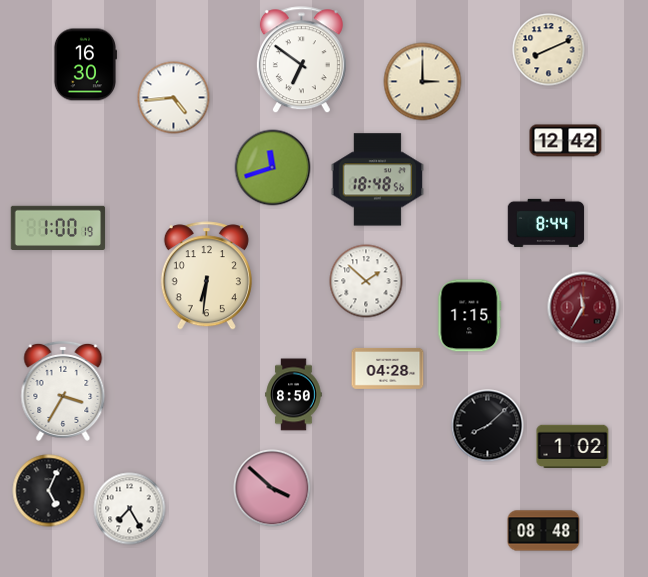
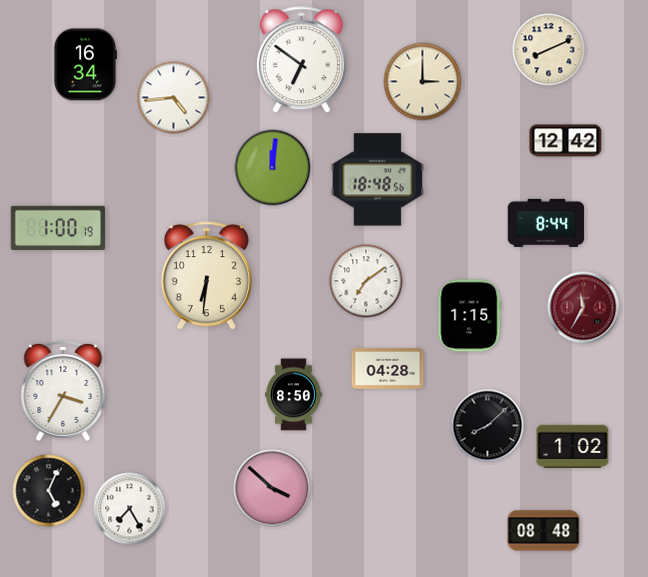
clock at (84, 65): 16:30 -> 16:34
clock at (273, 168): 11:42 -> 12:01
clock at (366, 281): 1:52 -> 7:09
